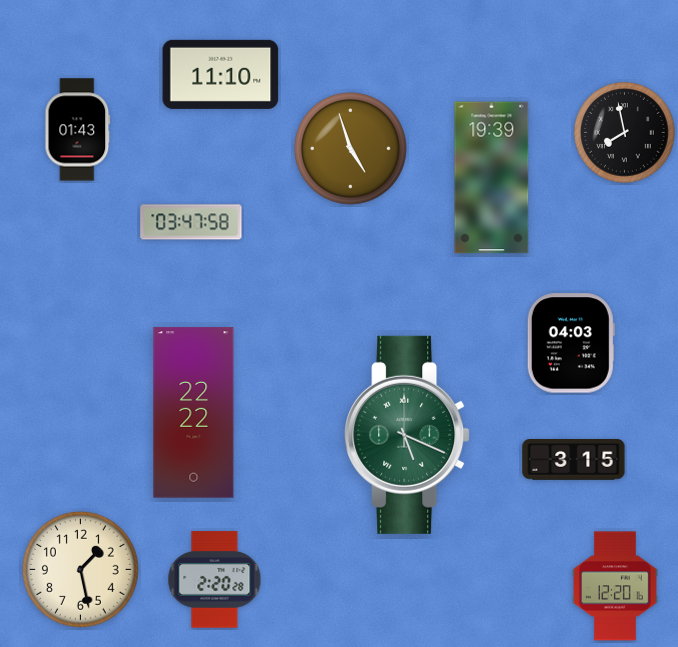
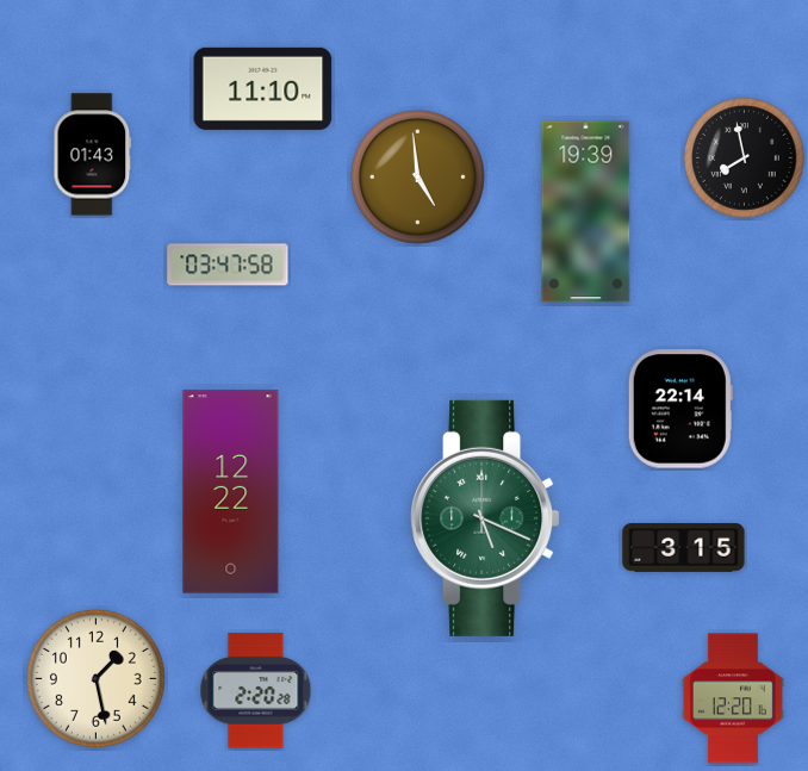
clock at (351, 149): 4:57 -> 4:59
clock at (571, 343): 04:03 -> 22:14
clock at (194, 413): 22:22 -> 12:22
